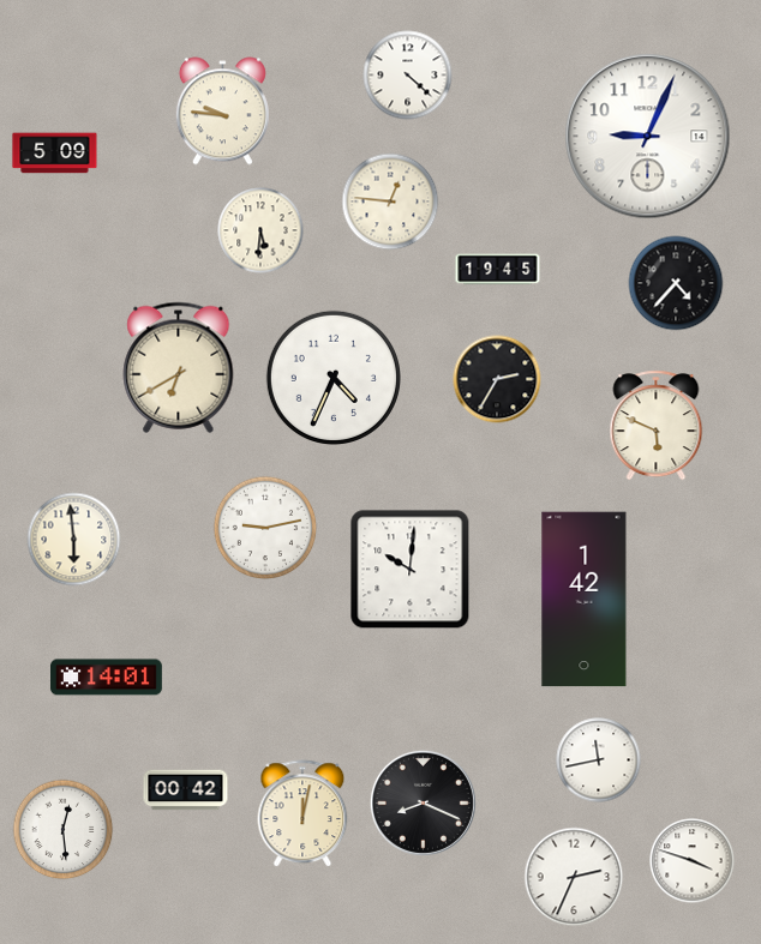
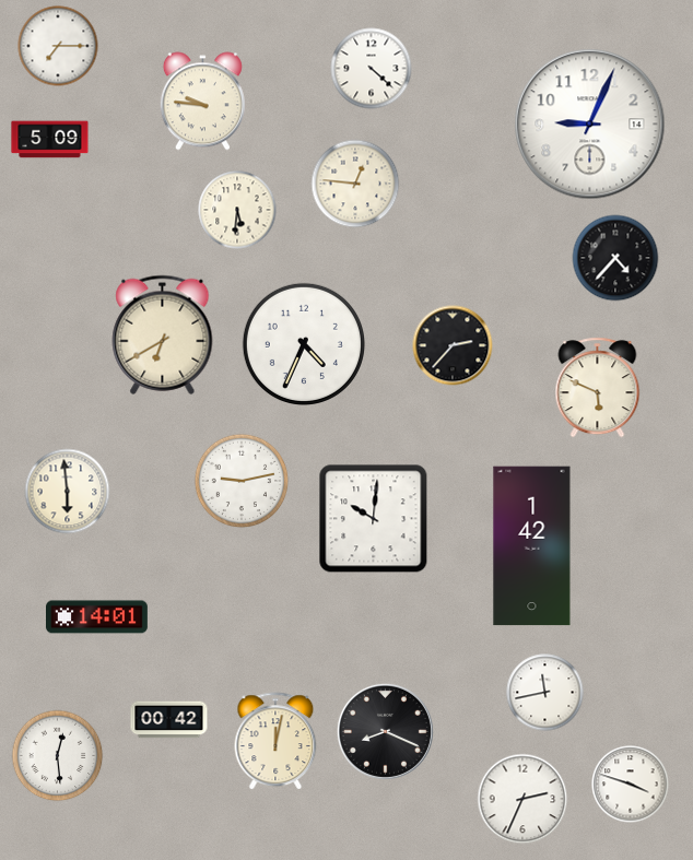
clock at (58, 46): none -> 7:15
clock at (498, 270): 19:45 -> none
clock at (497, 379): 2:35 -> 2:37
